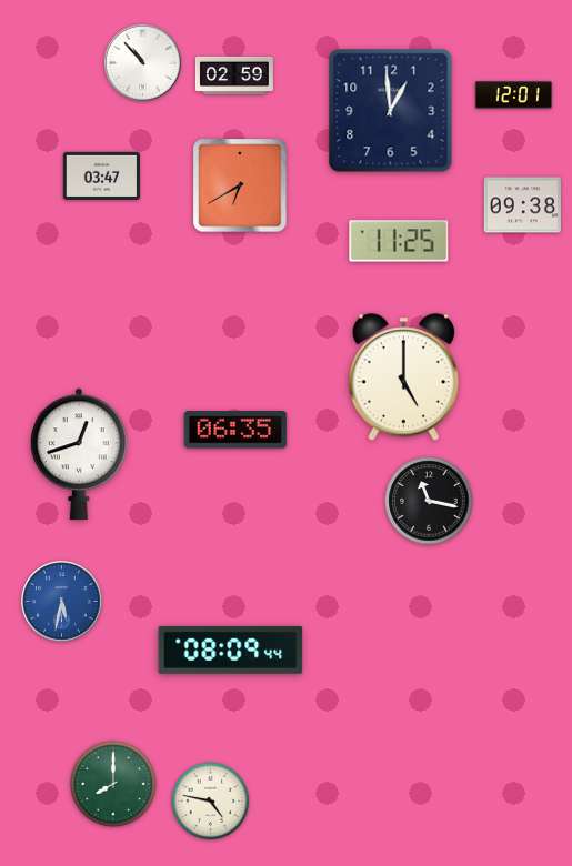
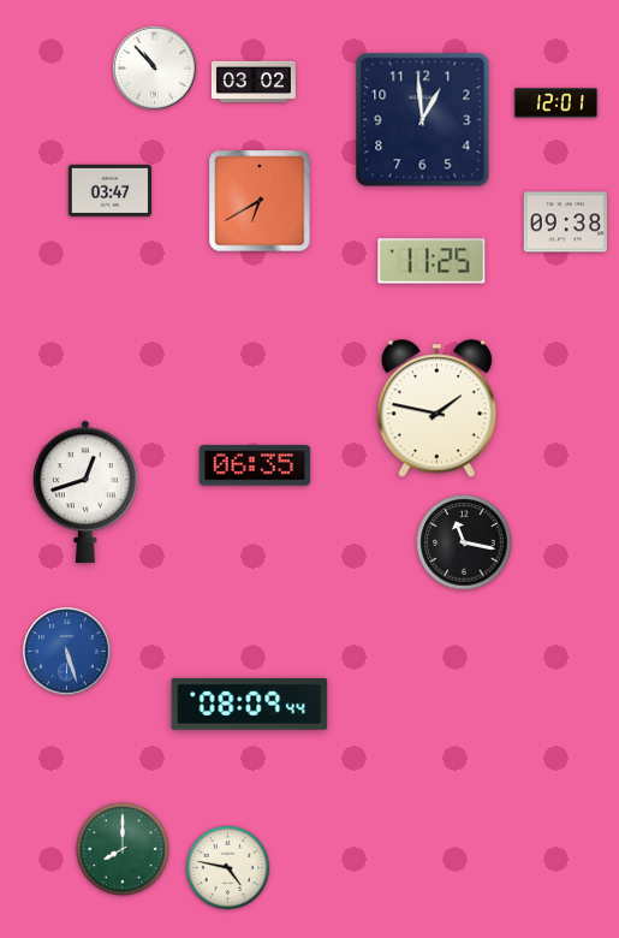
clock at (234, 74): 02:59 -> 03:02
clock at (403, 377): 5:00 -> 1:47
clock at (62, 602): 5:32 -> 5:27
